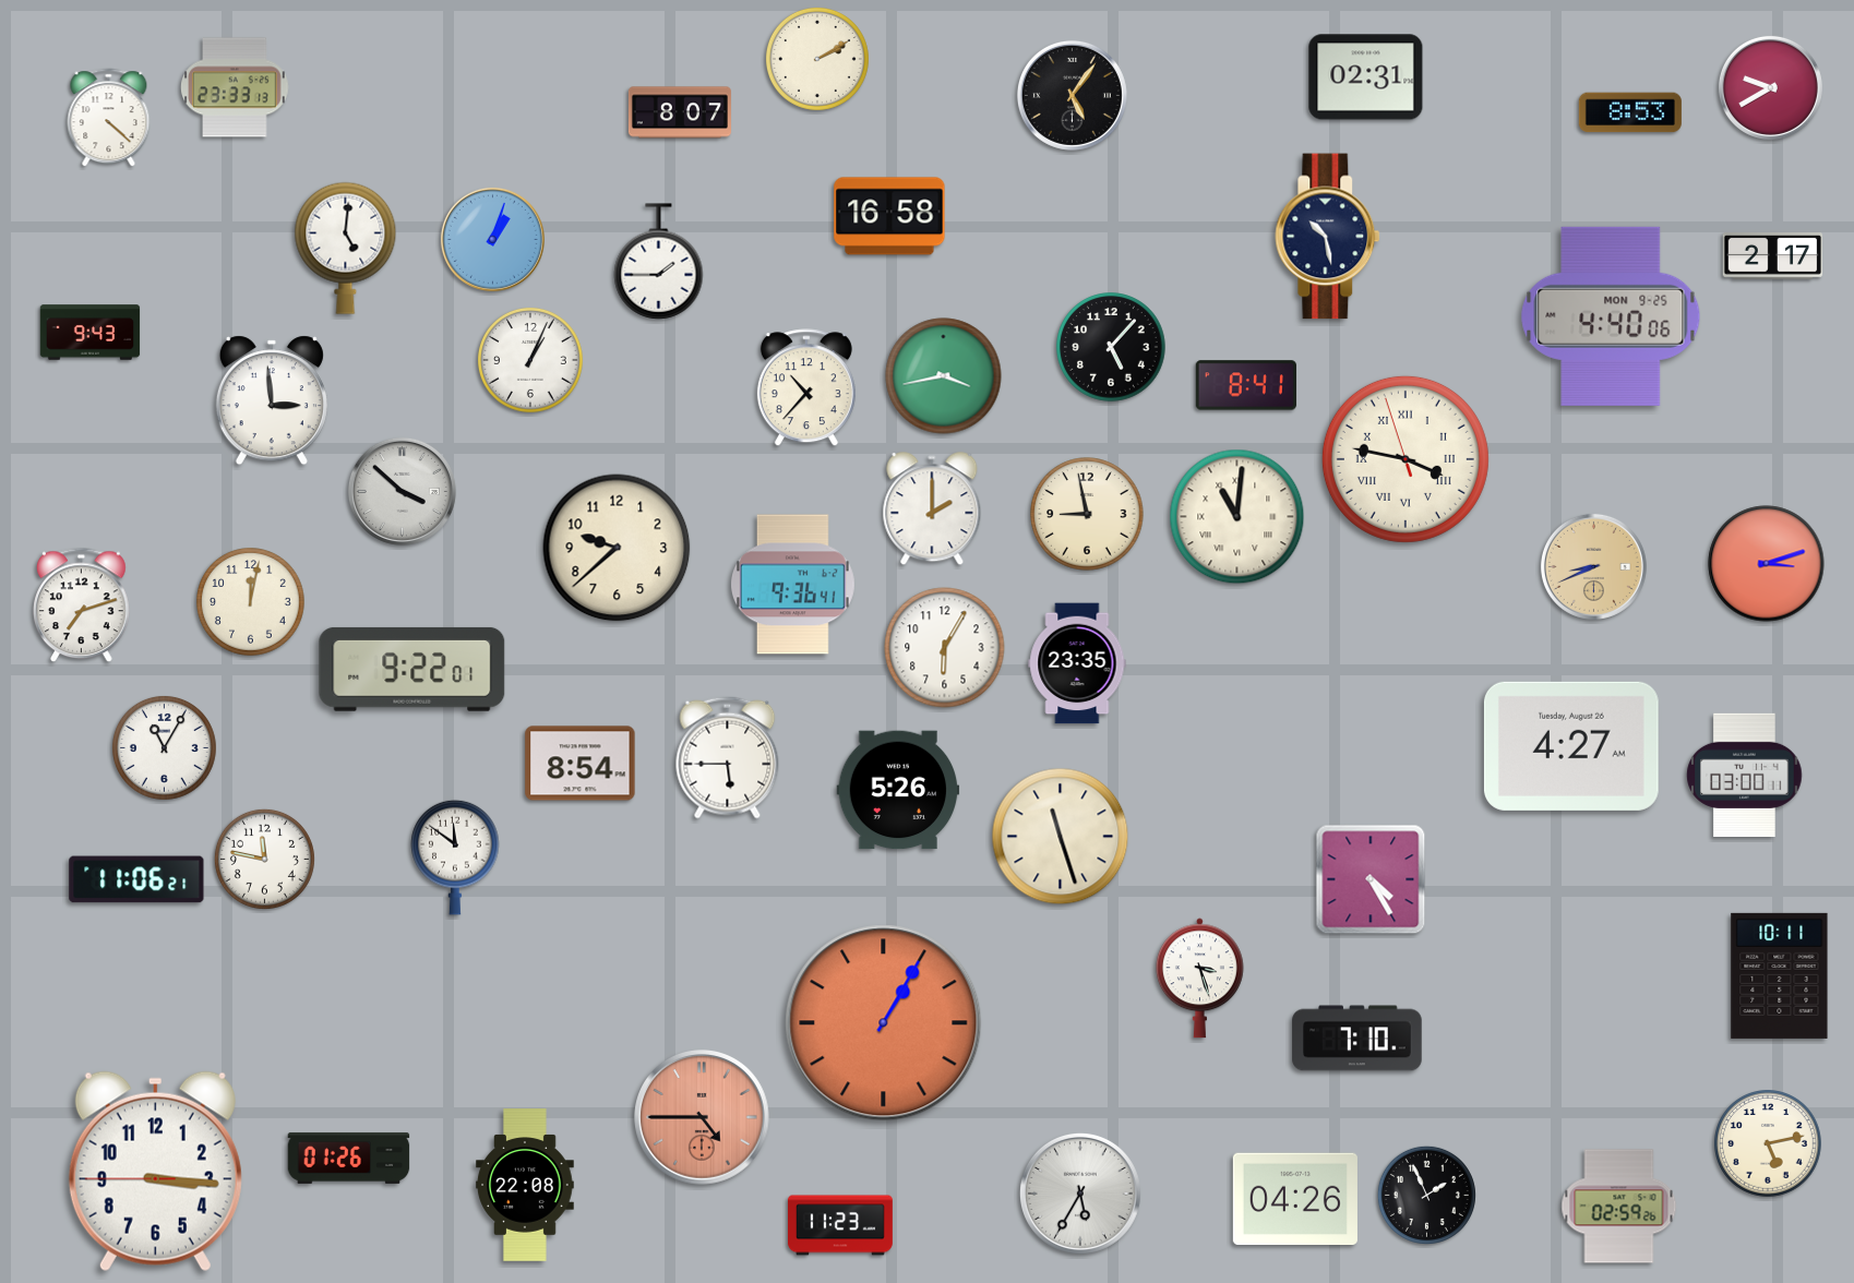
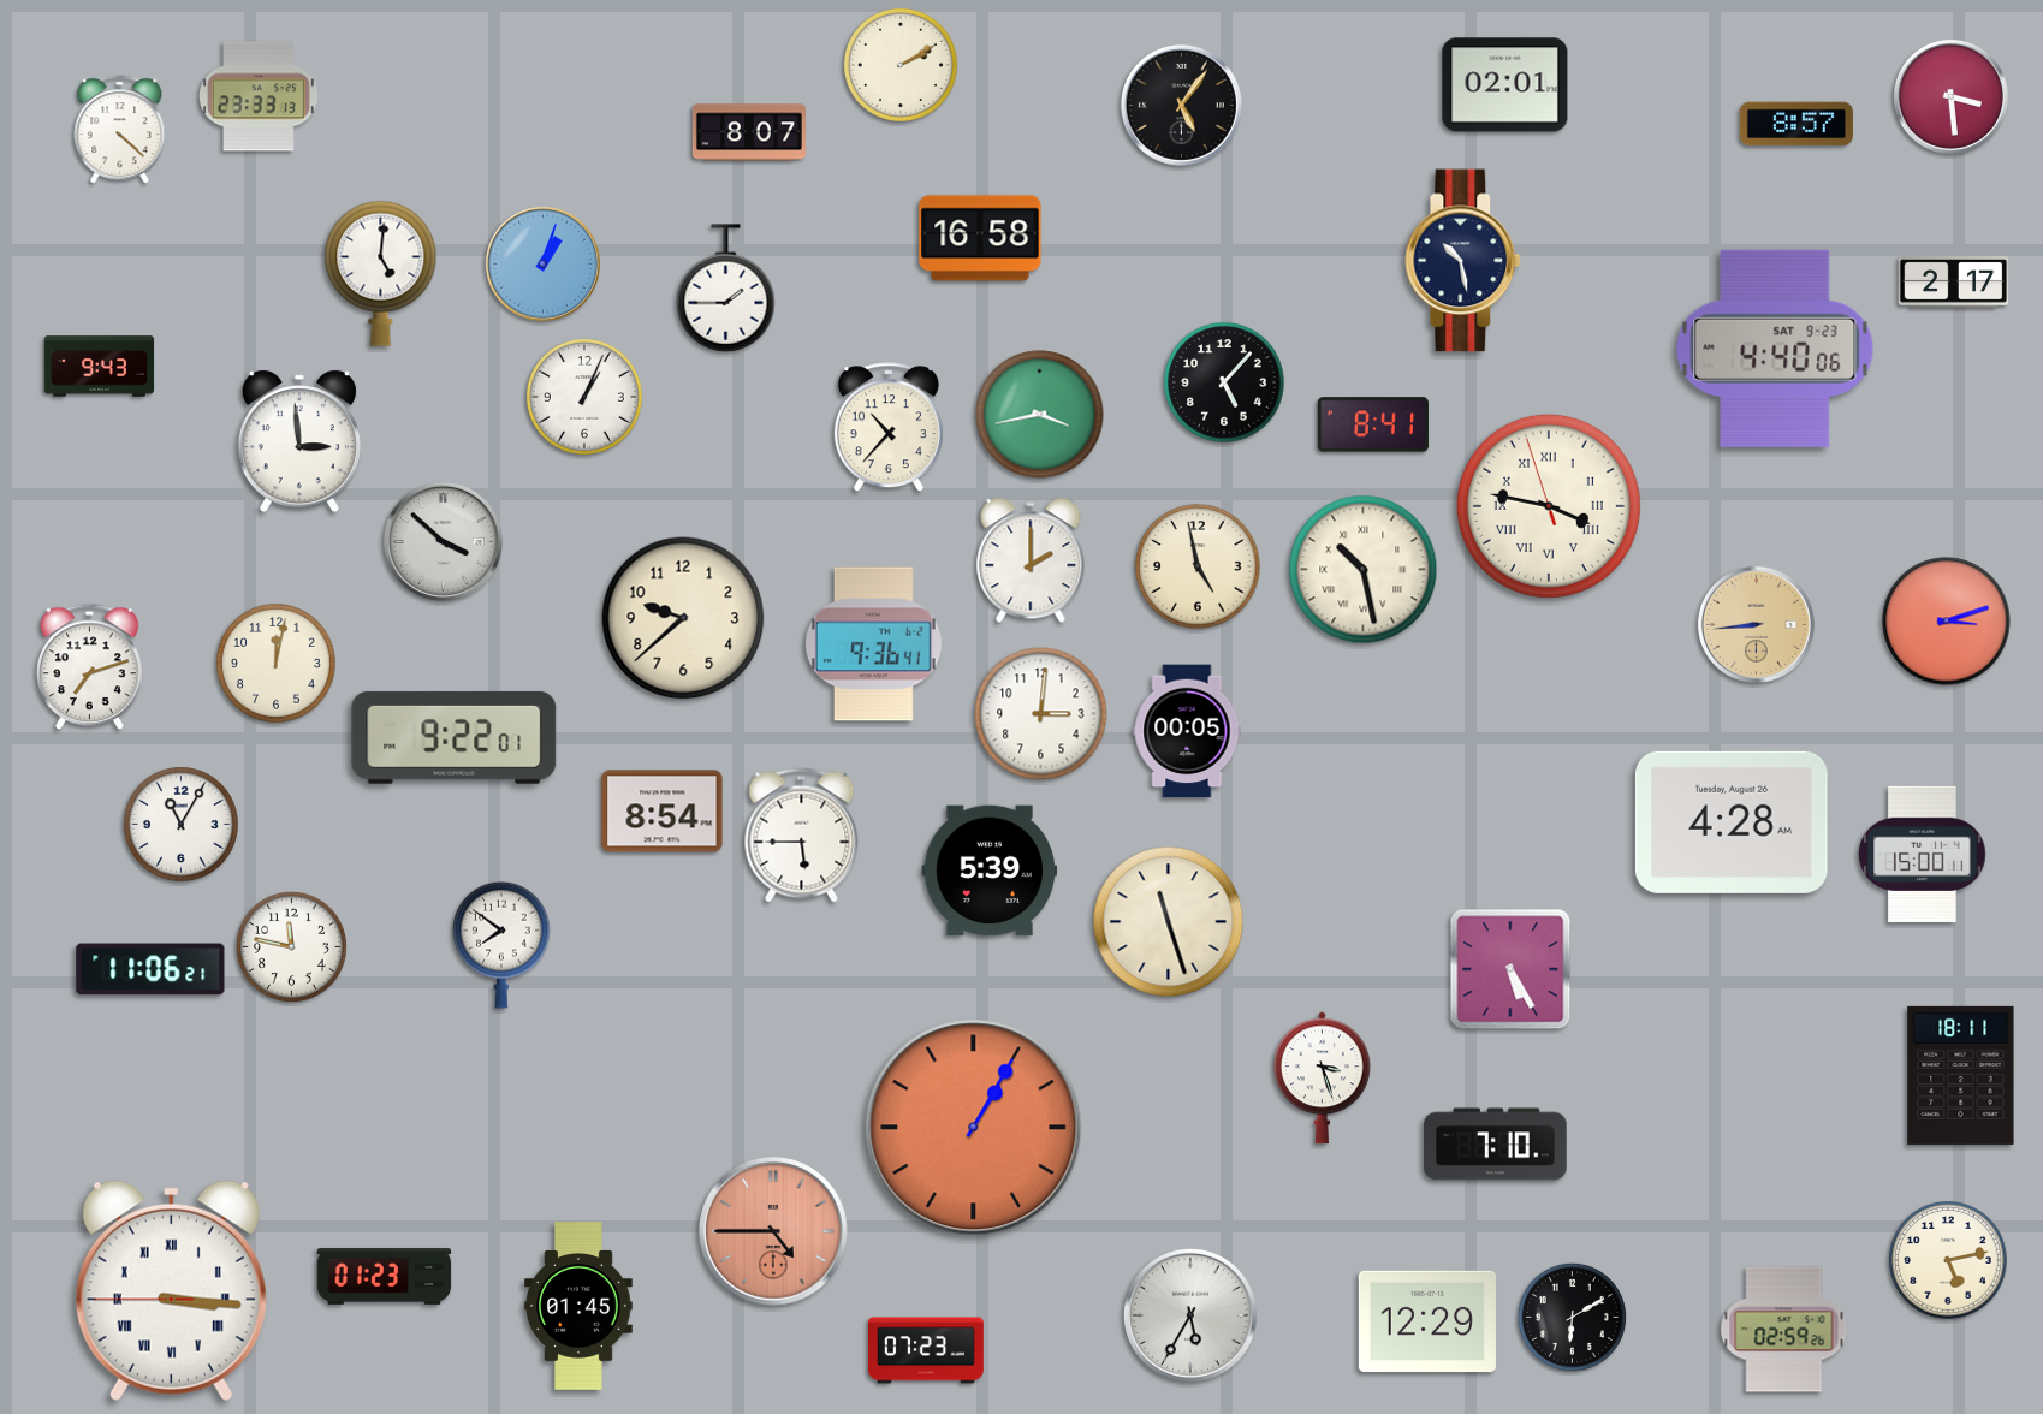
clock at (1366, 77): 02:31 -> 02:01
clock at (1770, 87): 9:40 -> 3:29
clock at (680, 112) position: (680, 112) -> (749, 132)
clock at (1630, 112): 8:53 -> 8:57
clock at (1611, 316) date: MON 9-25 -> SAT 9-23
clock at (932, 509) position: (932, 509) -> (1031, 562)
clock at (1087, 514): 8:58 -> 4:58
clock at (1237, 517): 11:01 -> 10:28
clock at (617, 548) position: (617, 548) -> (683, 618)
clock at (1593, 566): 8:41 -> 8:44
clock at (945, 648): 6:05 -> 3:01
clock at (1077, 663): 23:35 -> 00:05
clock at (1571, 746): 4:27 -> 4:28
clock at (581, 764) position: (581, 764) -> (663, 812)
clock at (1745, 775): 03:00 -> 15:00
clock at (898, 790): 5:26 -> 5:39
clock at (455, 858): 11:51 -> 7:51
clock at (1371, 879): 4:25 -> 5:25
clock at (1780, 975): 10:11 -> 18:11
clock at (349, 1158): 01:26 -> 01:23
clock at (155, 1171) numerals: Arabic -> Roman
clock at (525, 1185): 22:08 -> 01:45
clock at (1426, 1195): 1:56 -> 6:10
clock at (1295, 1199): 04:26 -> 12:29
clock at (841, 1225): 11:23 -> 07:23
